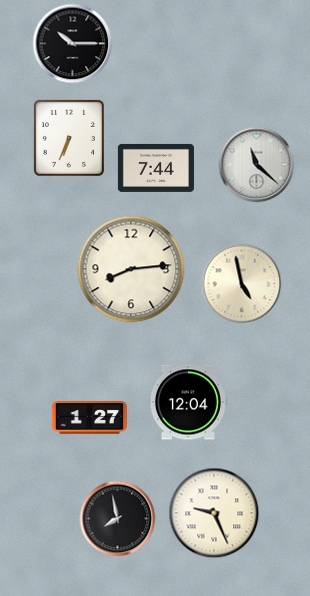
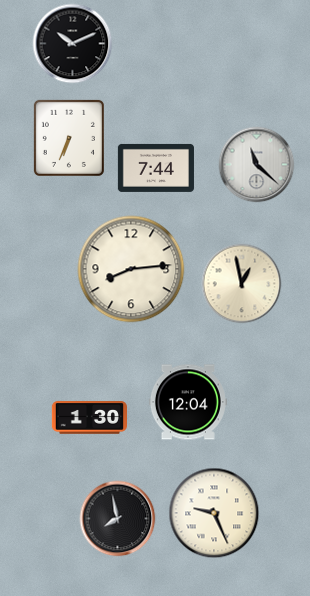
clock at (73, 44): 10:15 -> 10:11
clock at (242, 284): 4:58 -> 12:58
clock at (89, 418): 1:27 -> 1:30
